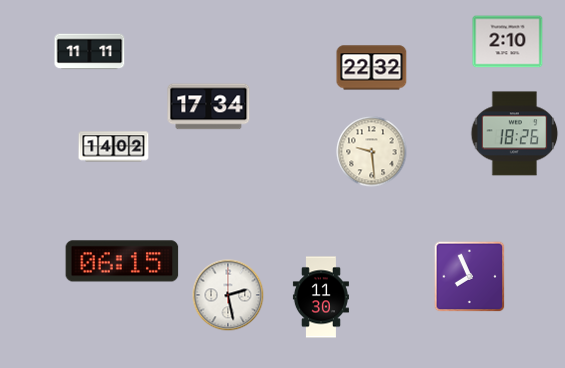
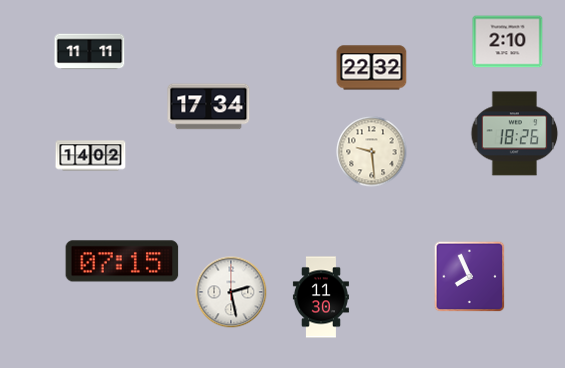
clock at (114, 147) position: (114, 147) -> (91, 156)
clock at (122, 261): 06:15 -> 07:15
clock at (228, 295) position: (228, 295) -> (231, 292)
